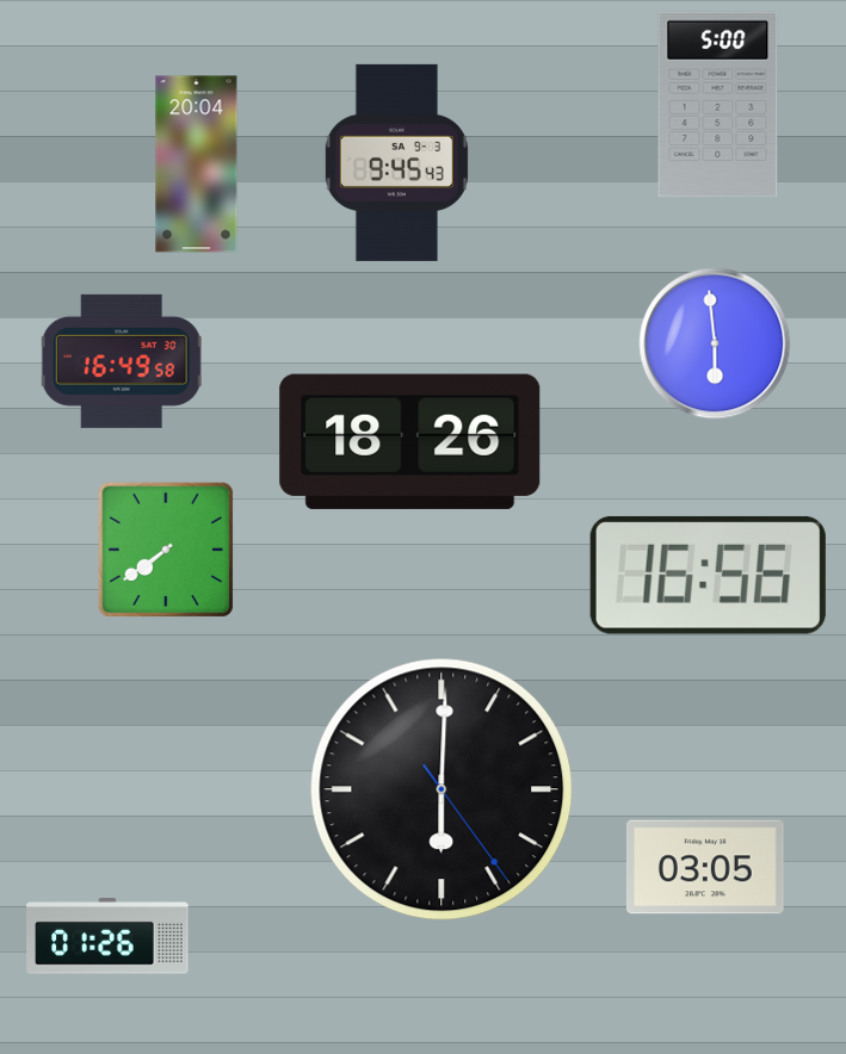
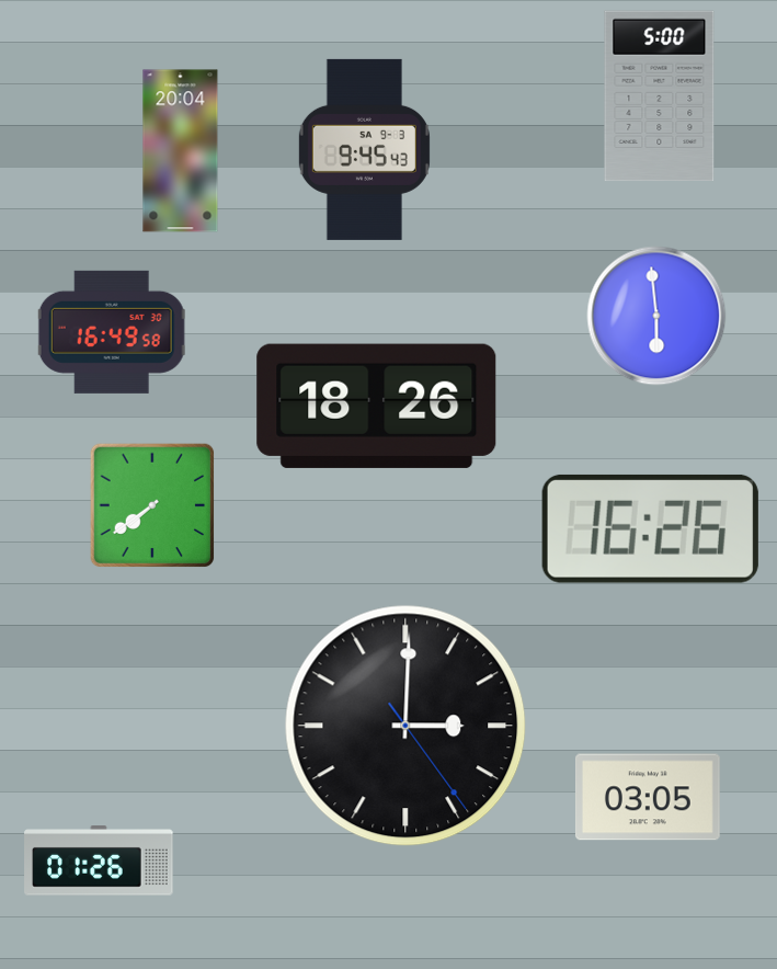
clock at (708, 575): 16:56 -> 16:26
clock at (441, 789): 6:00 -> 3:00
